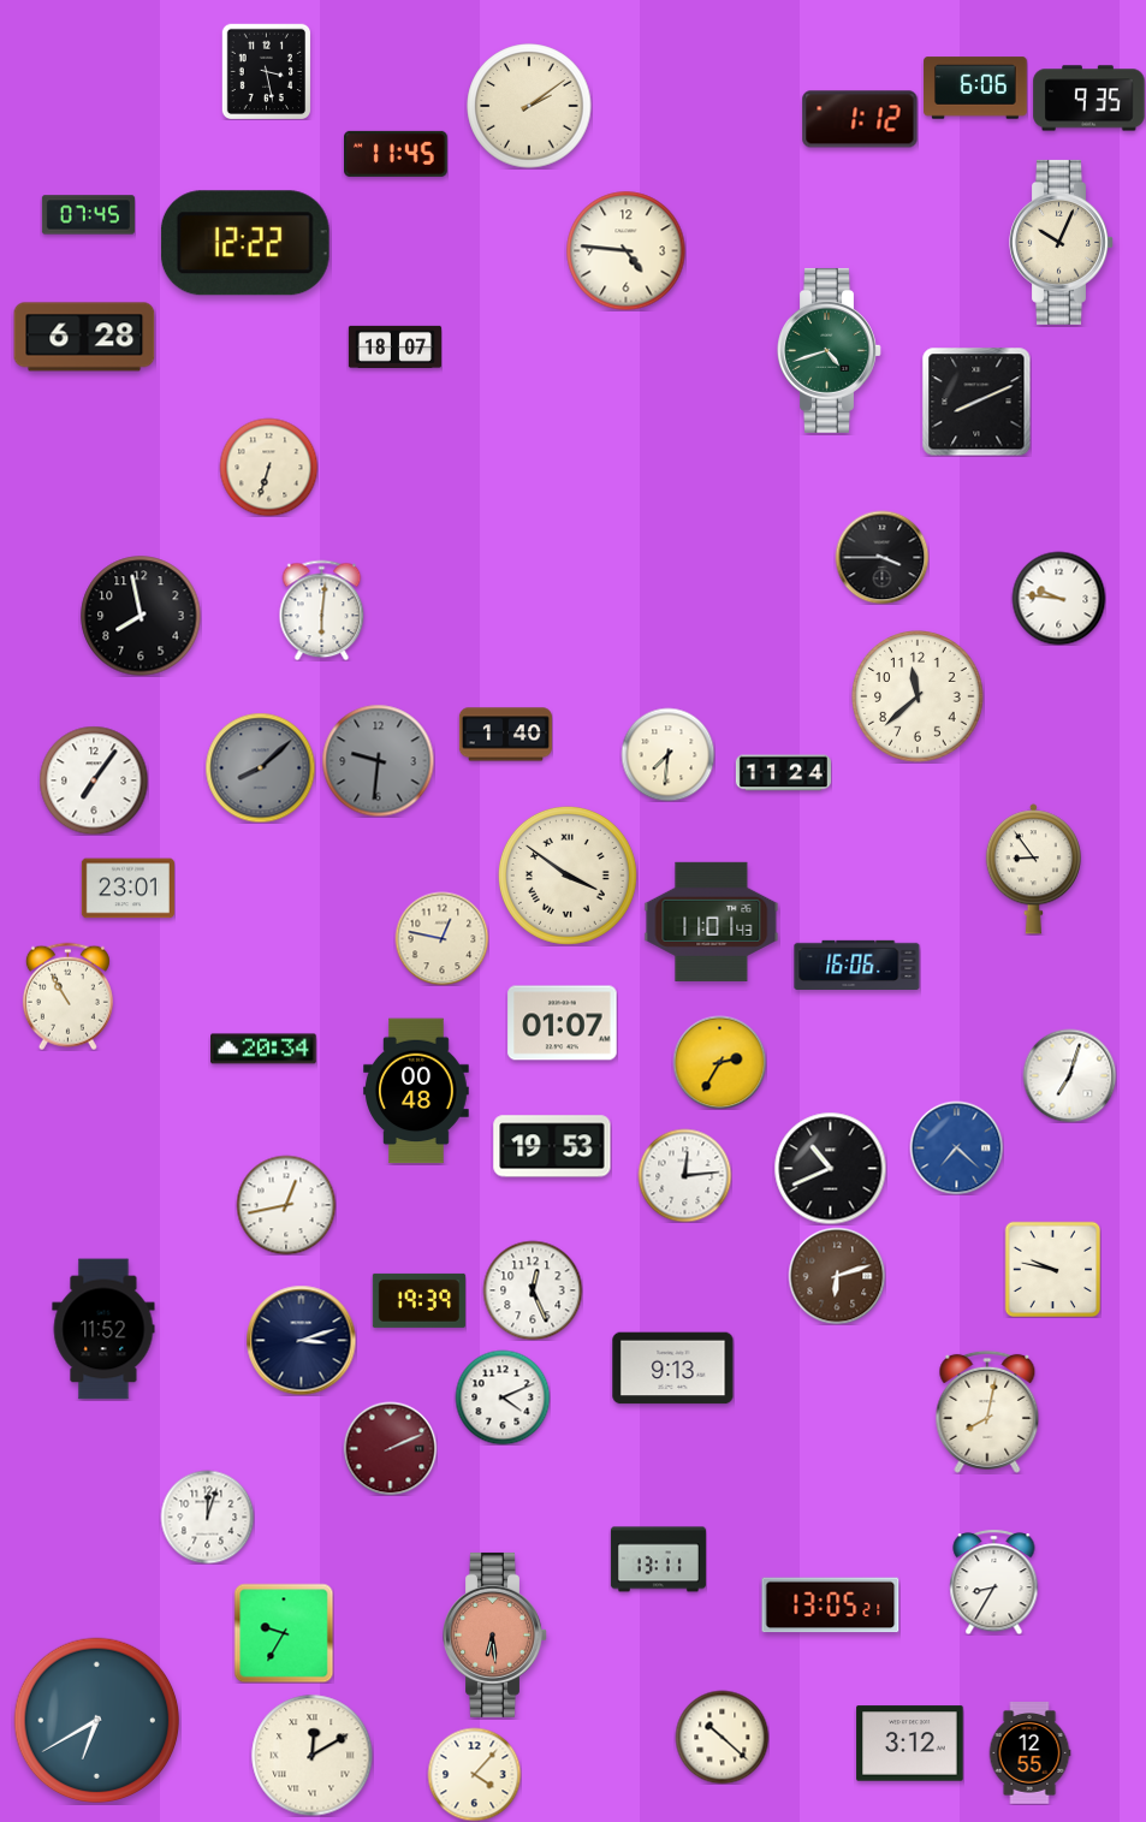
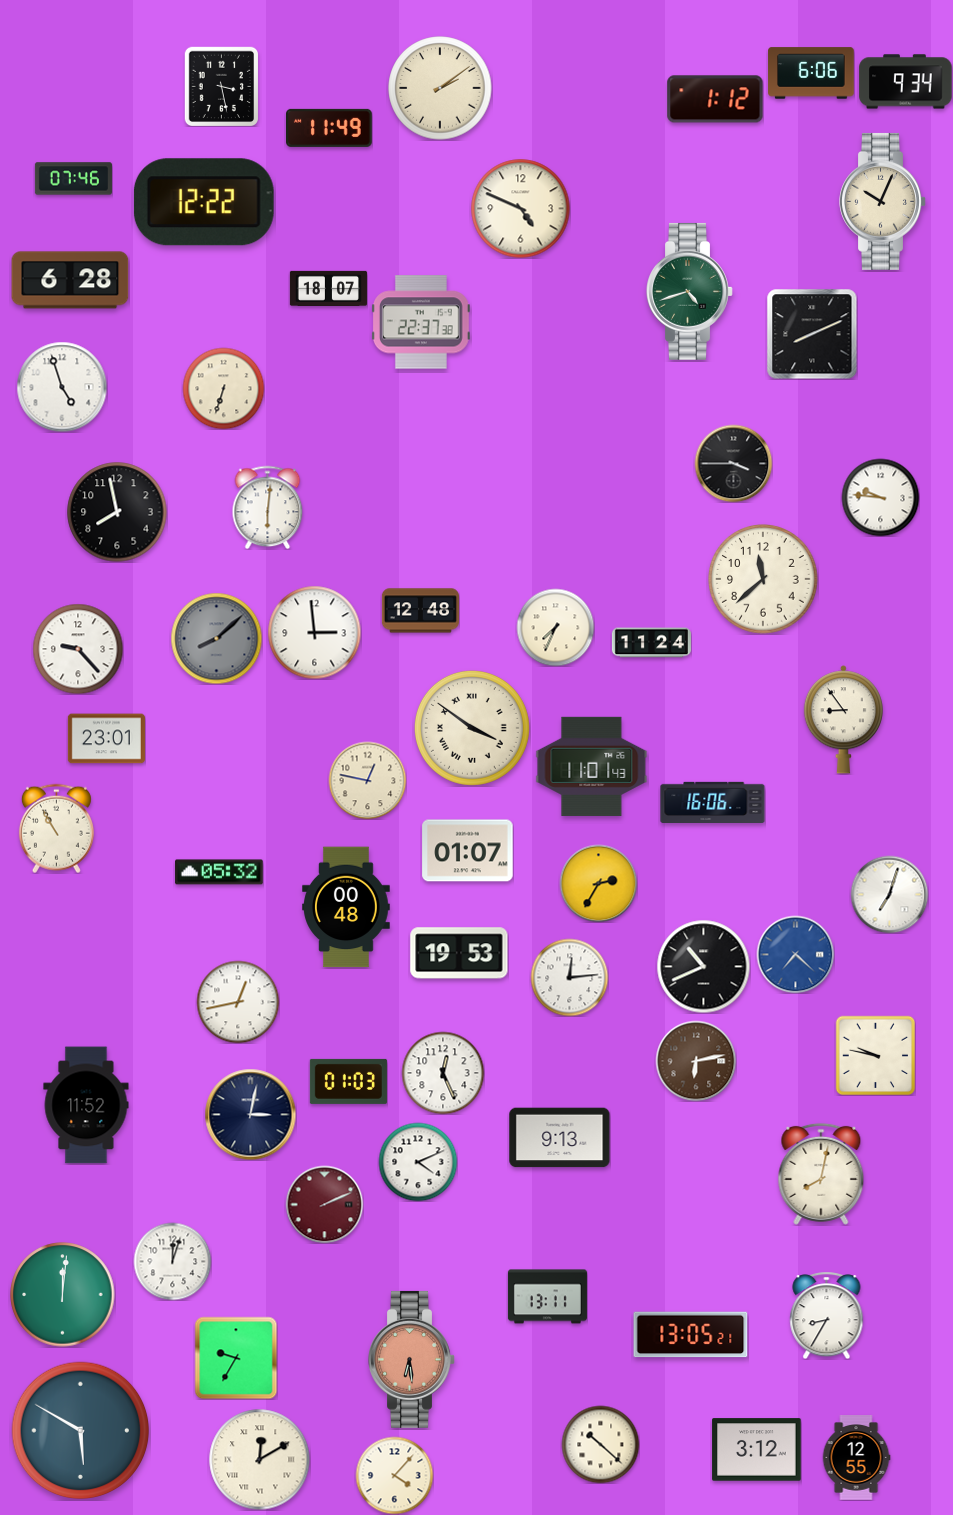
clock at (266, 71) position: (266, 71) -> (221, 86)
clock at (1089, 99): 9:35 -> 9:34
clock at (397, 154): 11:45 -> 11:49
clock at (88, 215): 07:45 -> 07:46
clock at (627, 251): 4:46 -> 4:49
clock at (421, 322): none -> 22:37
clock at (62, 387): none -> 4:57
clock at (505, 735): 1:40 -> 12:48
clock at (667, 754): 7:31 -> 7:34
clock at (378, 760): 9:31 -> 2:59
clock at (378, 760) dial: grey -> white
clock at (94, 781): 7:06 -> 9:23
clock at (1033, 870) position: (1033, 870) -> (843, 720)
clock at (263, 1049): 20:34 -> 05:32
clock at (830, 1168) position: (830, 1168) -> (703, 966)
clock at (837, 1276): 6:12 -> 6:13
clock at (418, 1300): 19:39 -> 01:03
clock at (301, 1340): 3:12 -> 3:02
clock at (63, 1295): none -> 12:01
clock at (97, 1721): 6:40 -> 5:50
